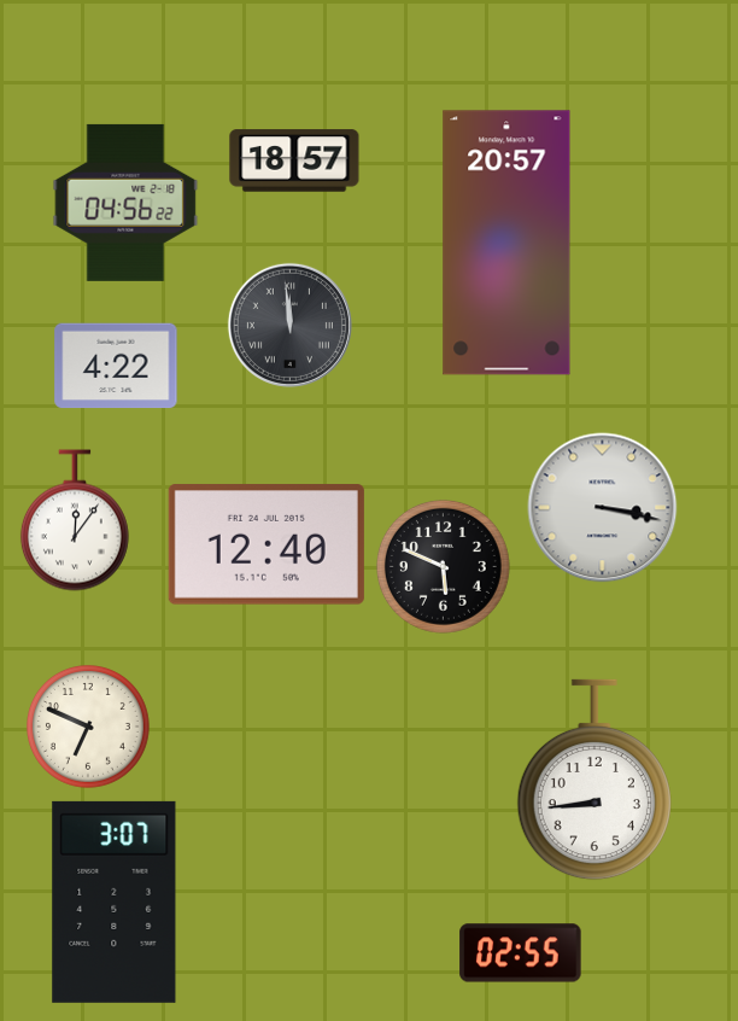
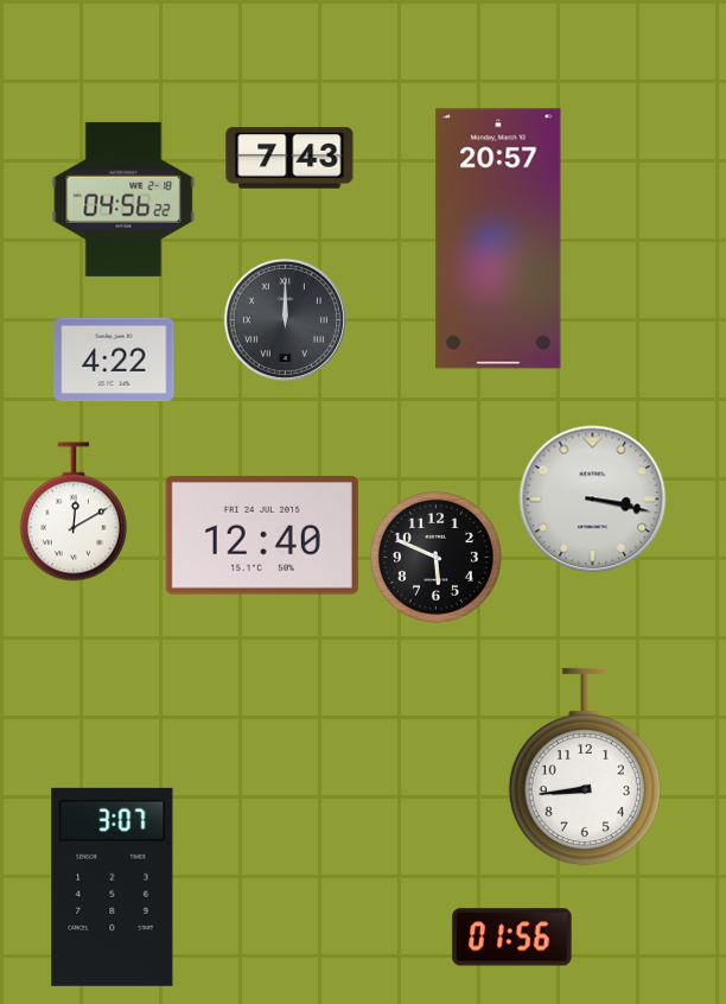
clock at (294, 161): 18:57 -> 7:43
clock at (289, 325): 11:59 -> 12:00
clock at (75, 520): 12:06 -> 12:10
clock at (89, 728): 6:49 -> none
clock at (521, 953): 02:55 -> 01:56
